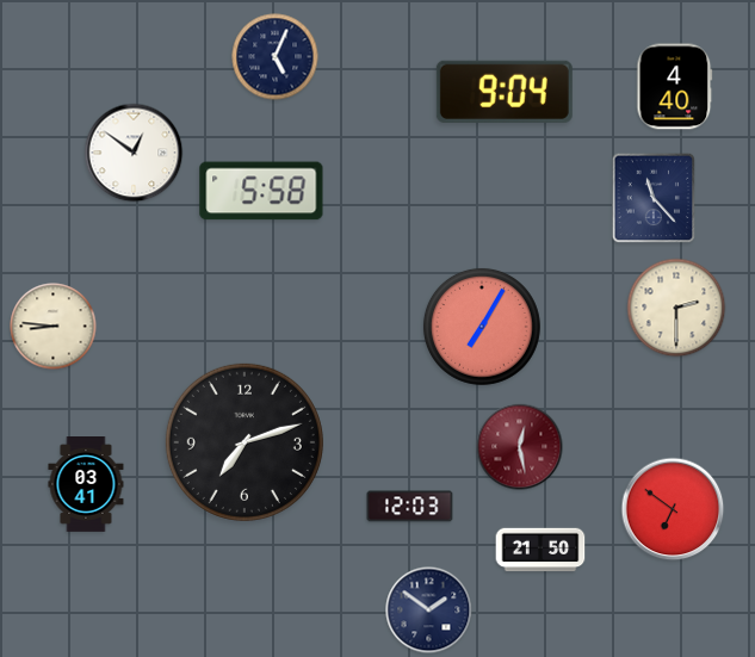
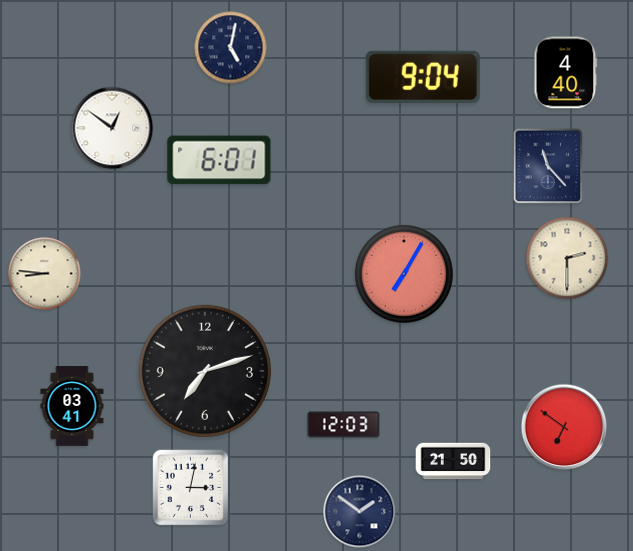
clock at (276, 57): 5:04 -> 5:02
clock at (261, 191): 5:58 -> 6:01
clock at (520, 447): 12:28 -> none
clock at (191, 488): none -> 3:02
